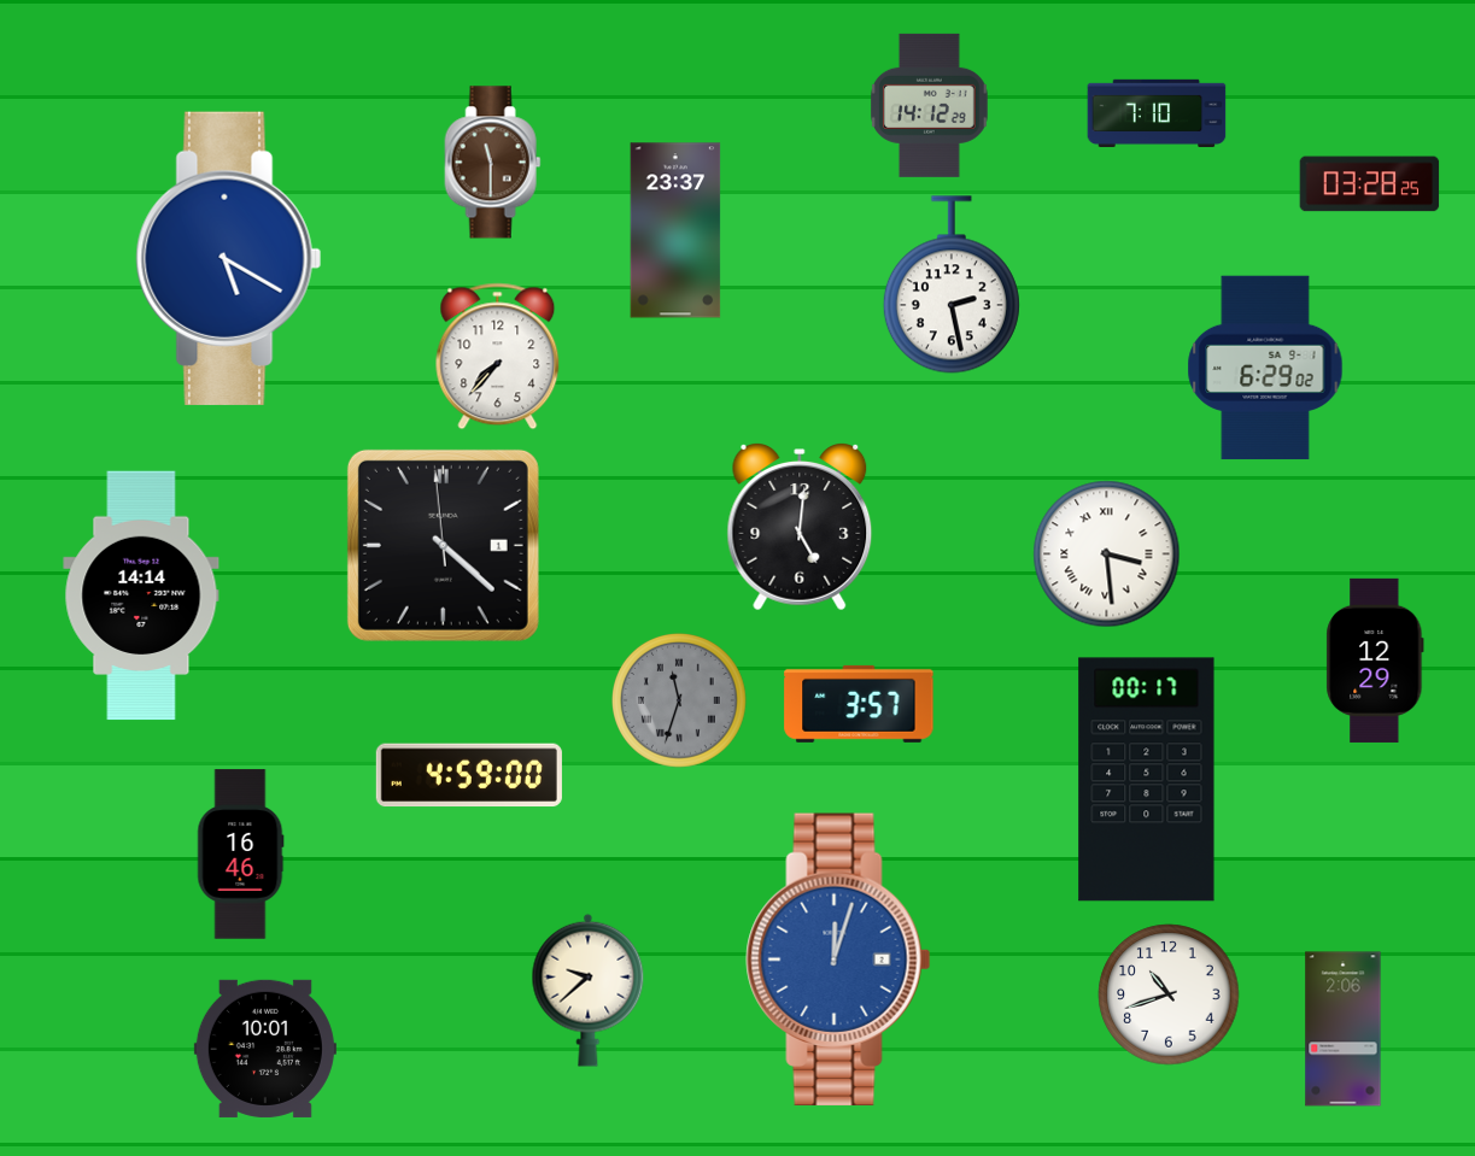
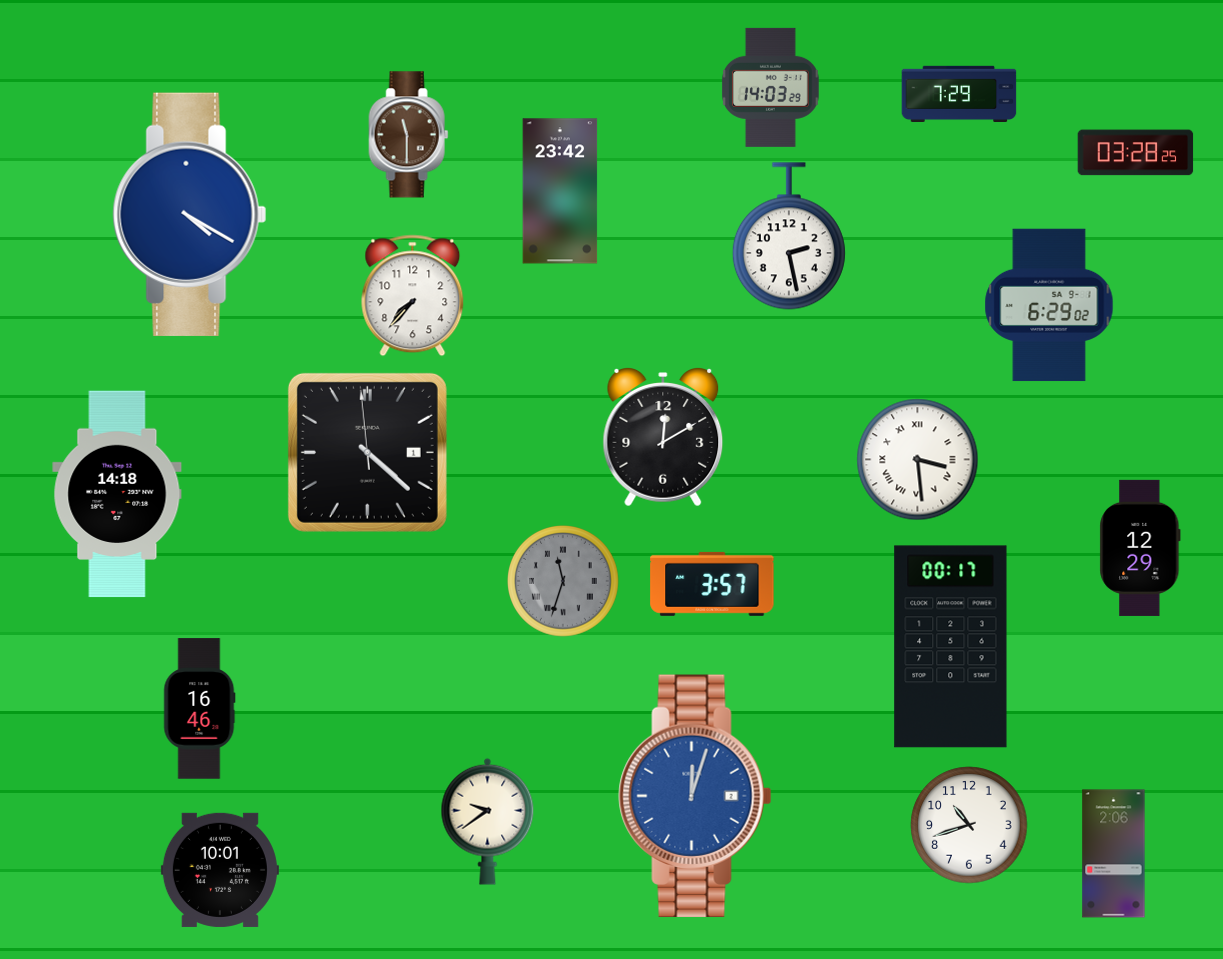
clock at (930, 105): 14:12 -> 14:03
clock at (1157, 112): 7:10 -> 7:29
clock at (675, 230): 23:37 -> 23:42
clock at (229, 258): 5:20 -> 4:20
clock at (800, 528): 5:01 -> 12:10
clock at (141, 595): 14:14 -> 14:18
clock at (469, 775): 4:59 -> none
clock at (589, 990): 9:38 -> 9:39
